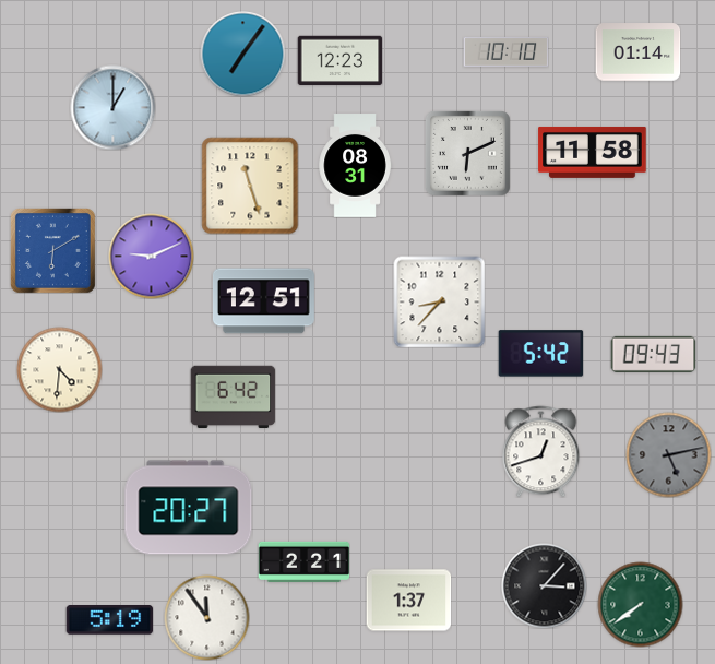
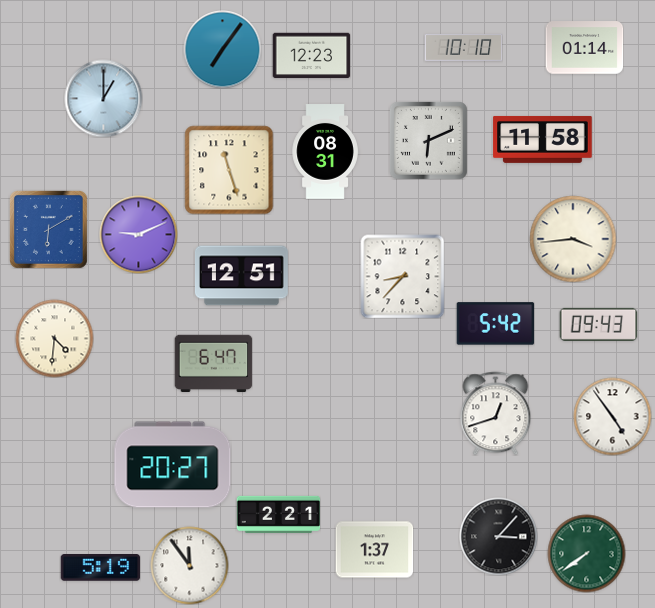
clock at (573, 239): none -> 3:44
clock at (233, 396): 6:42 -> 6:47
clock at (668, 454): 5:13 -> 4:54
clock at (668, 454) dial: grey -> white
